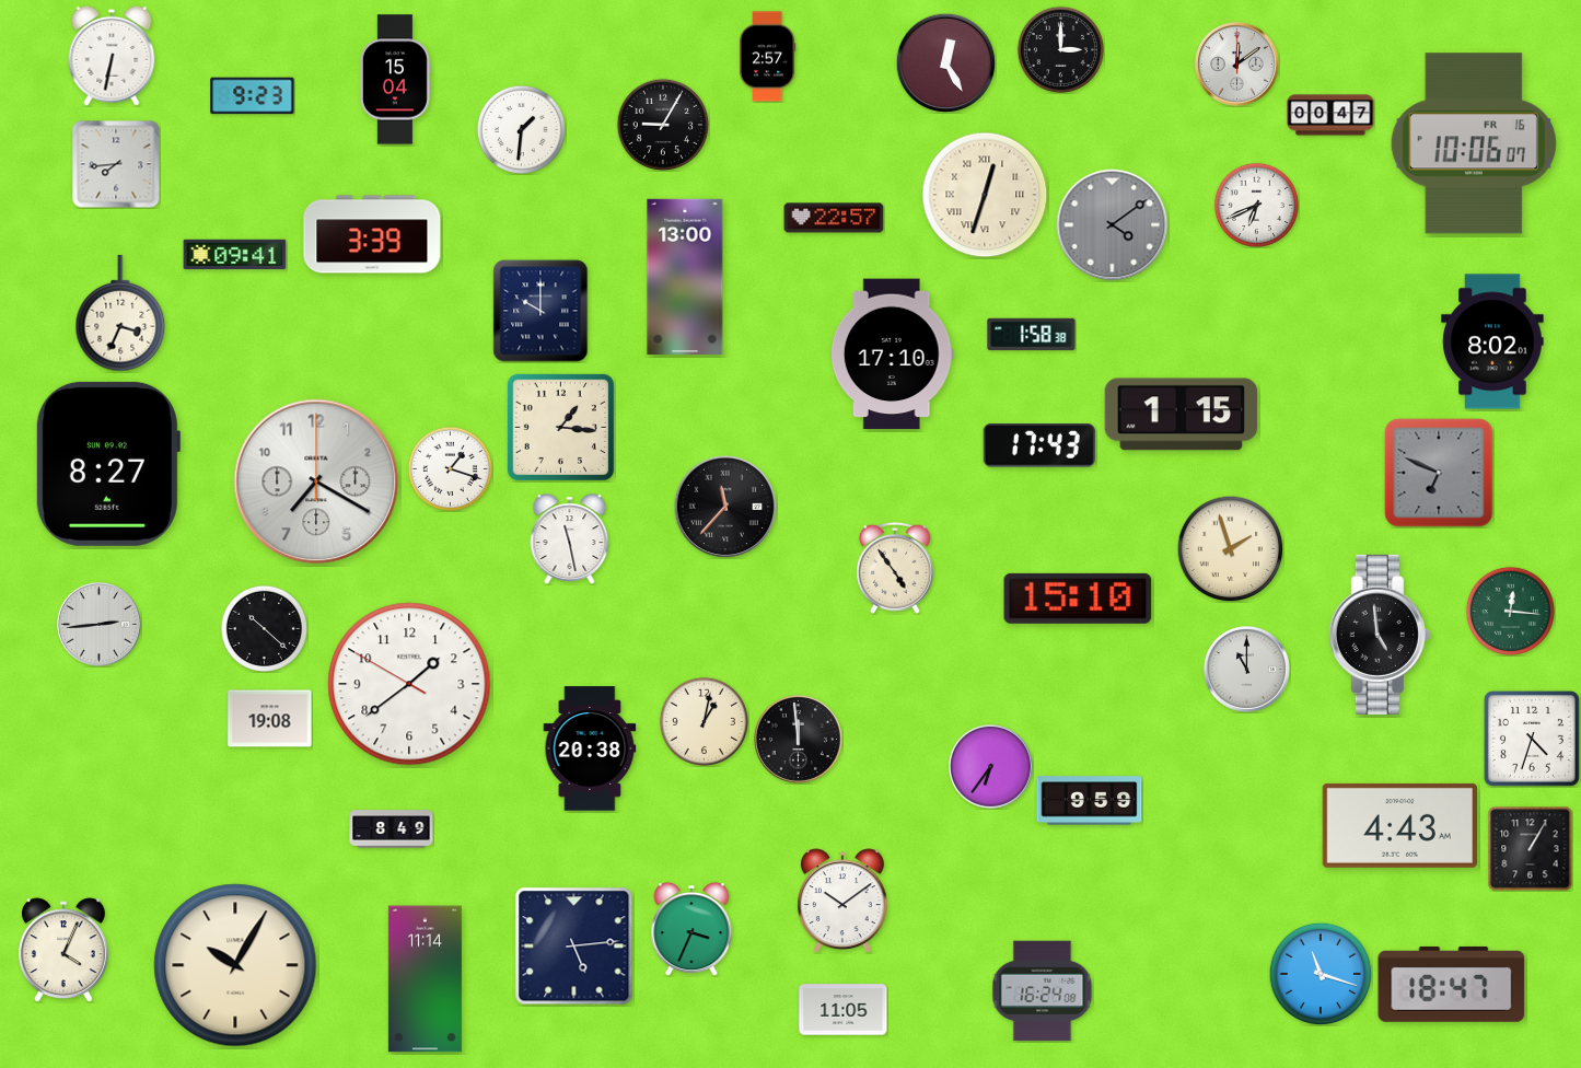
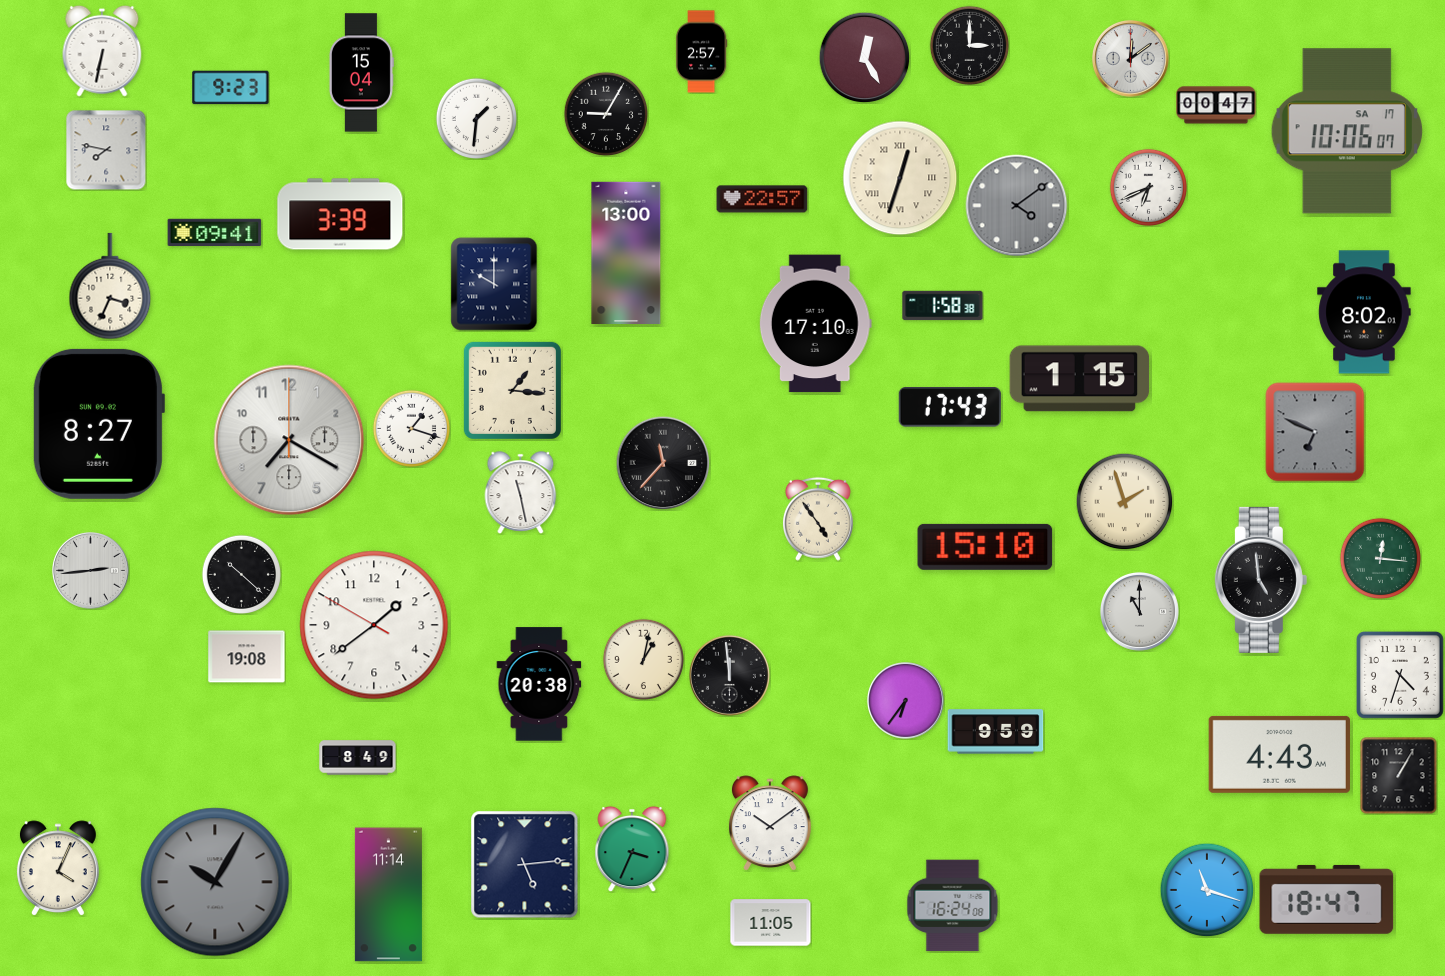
clock at (1474, 143) date: FR 16 -> SA 17
clock at (116, 164): 7:44 -> 7:47
clock at (235, 965) dial: cream -> grey
